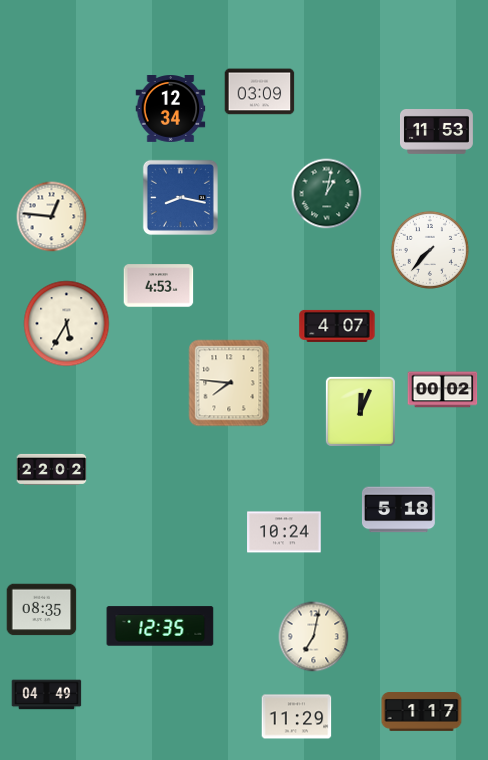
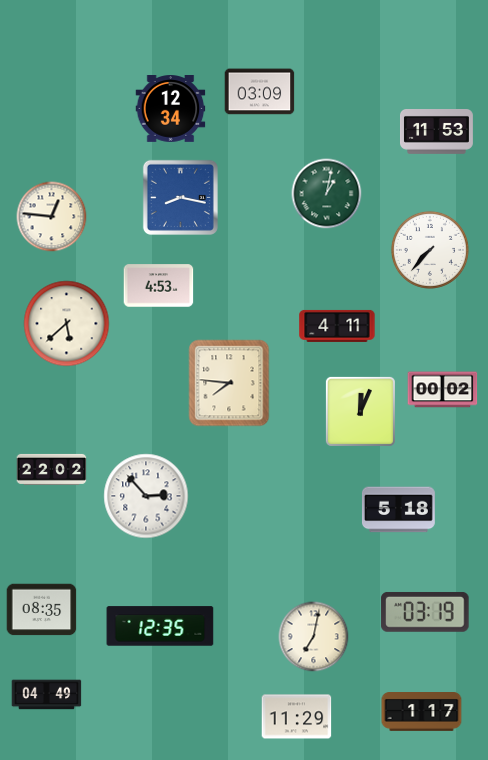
clock at (67, 324): 5:35 -> 5:38
clock at (337, 326): 4:07 -> 4:11
clock at (146, 496): none -> 2:53
clock at (284, 532): 10:24 -> none
clock at (425, 612): none -> 03:19
